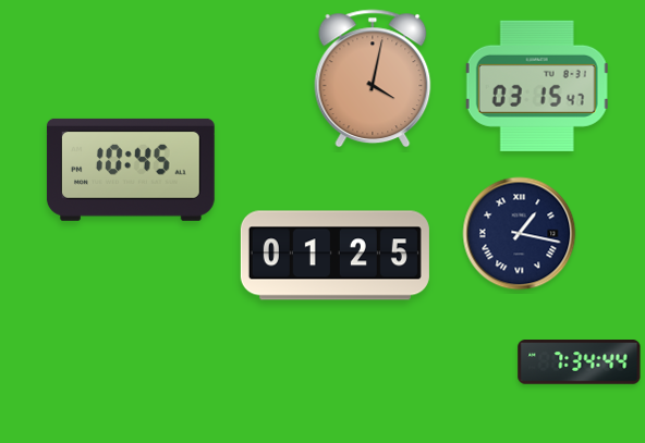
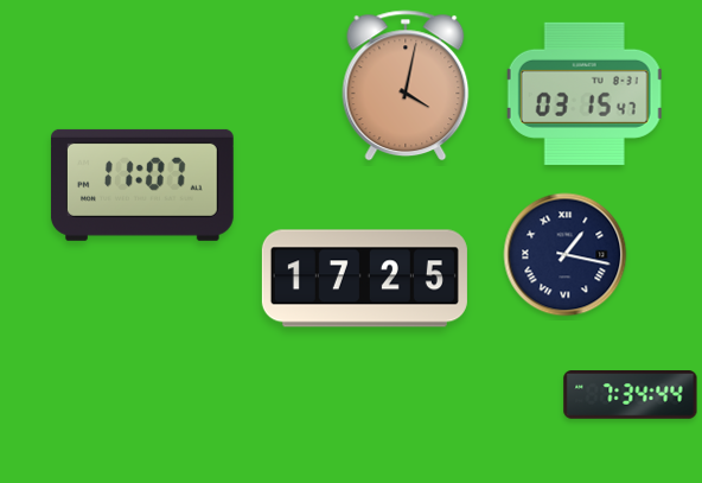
clock at (131, 170): 10:45 -> 11:07
clock at (334, 256): 01:25 -> 17:25
